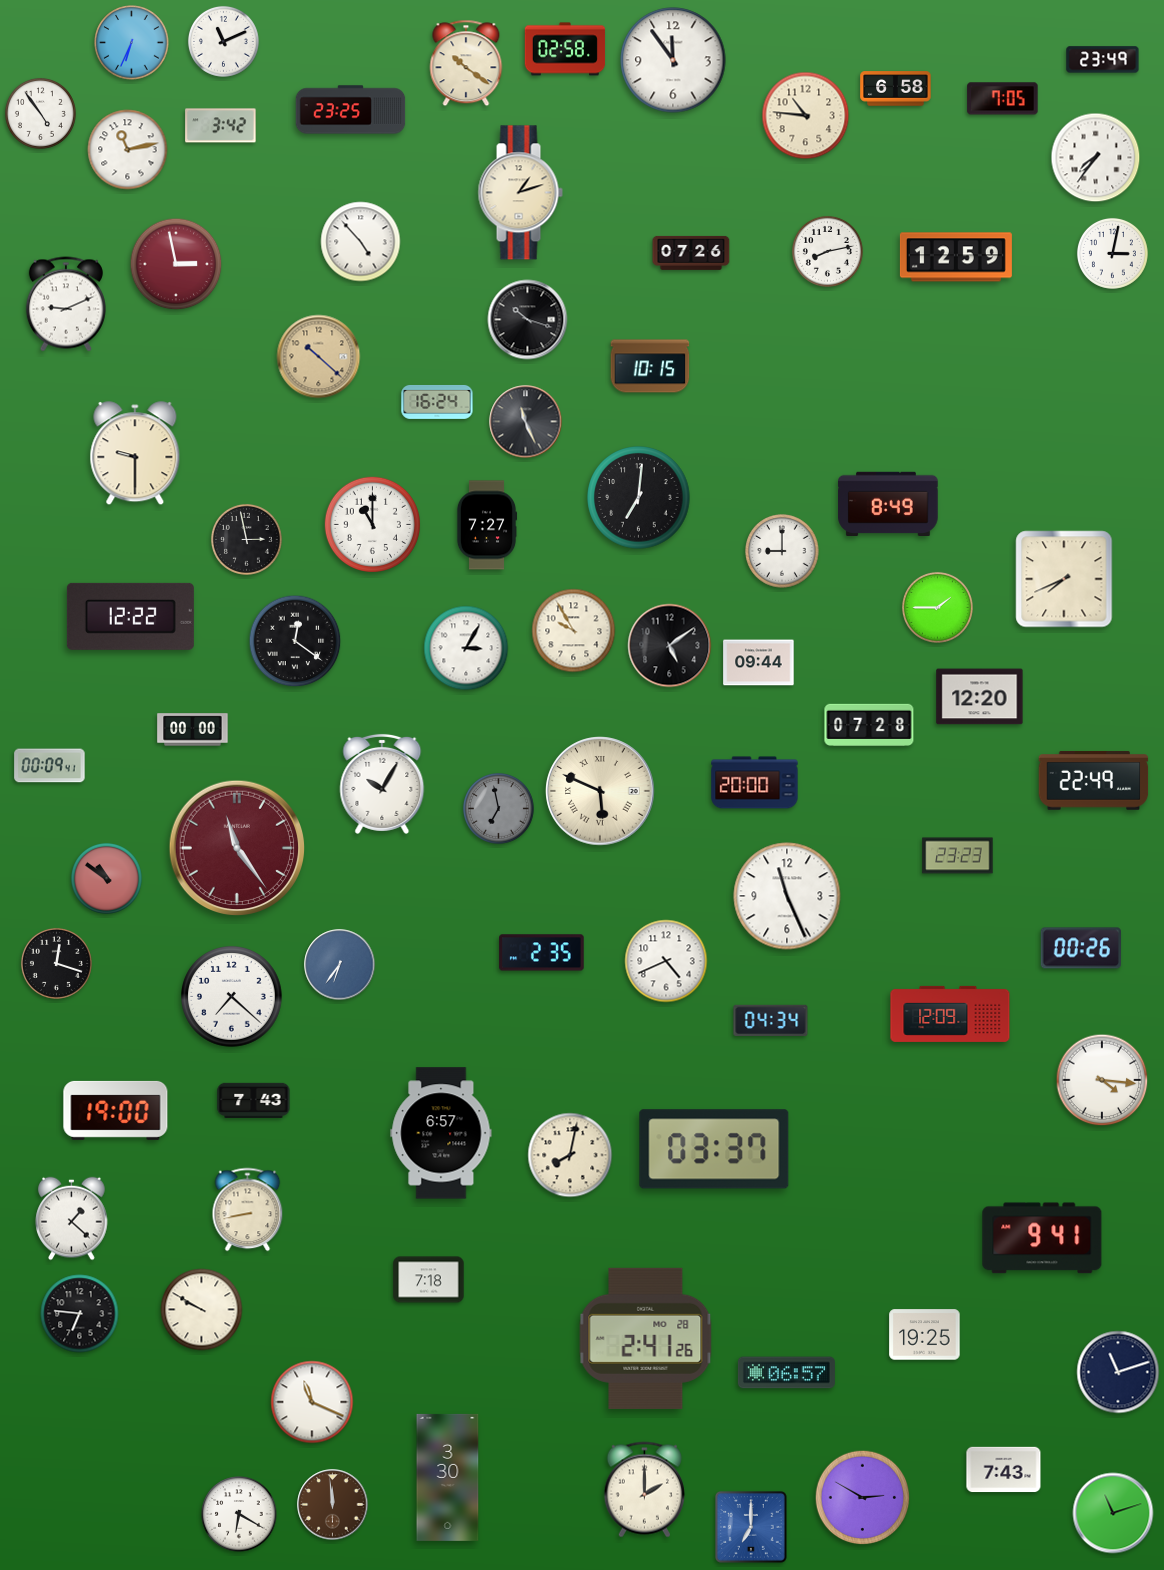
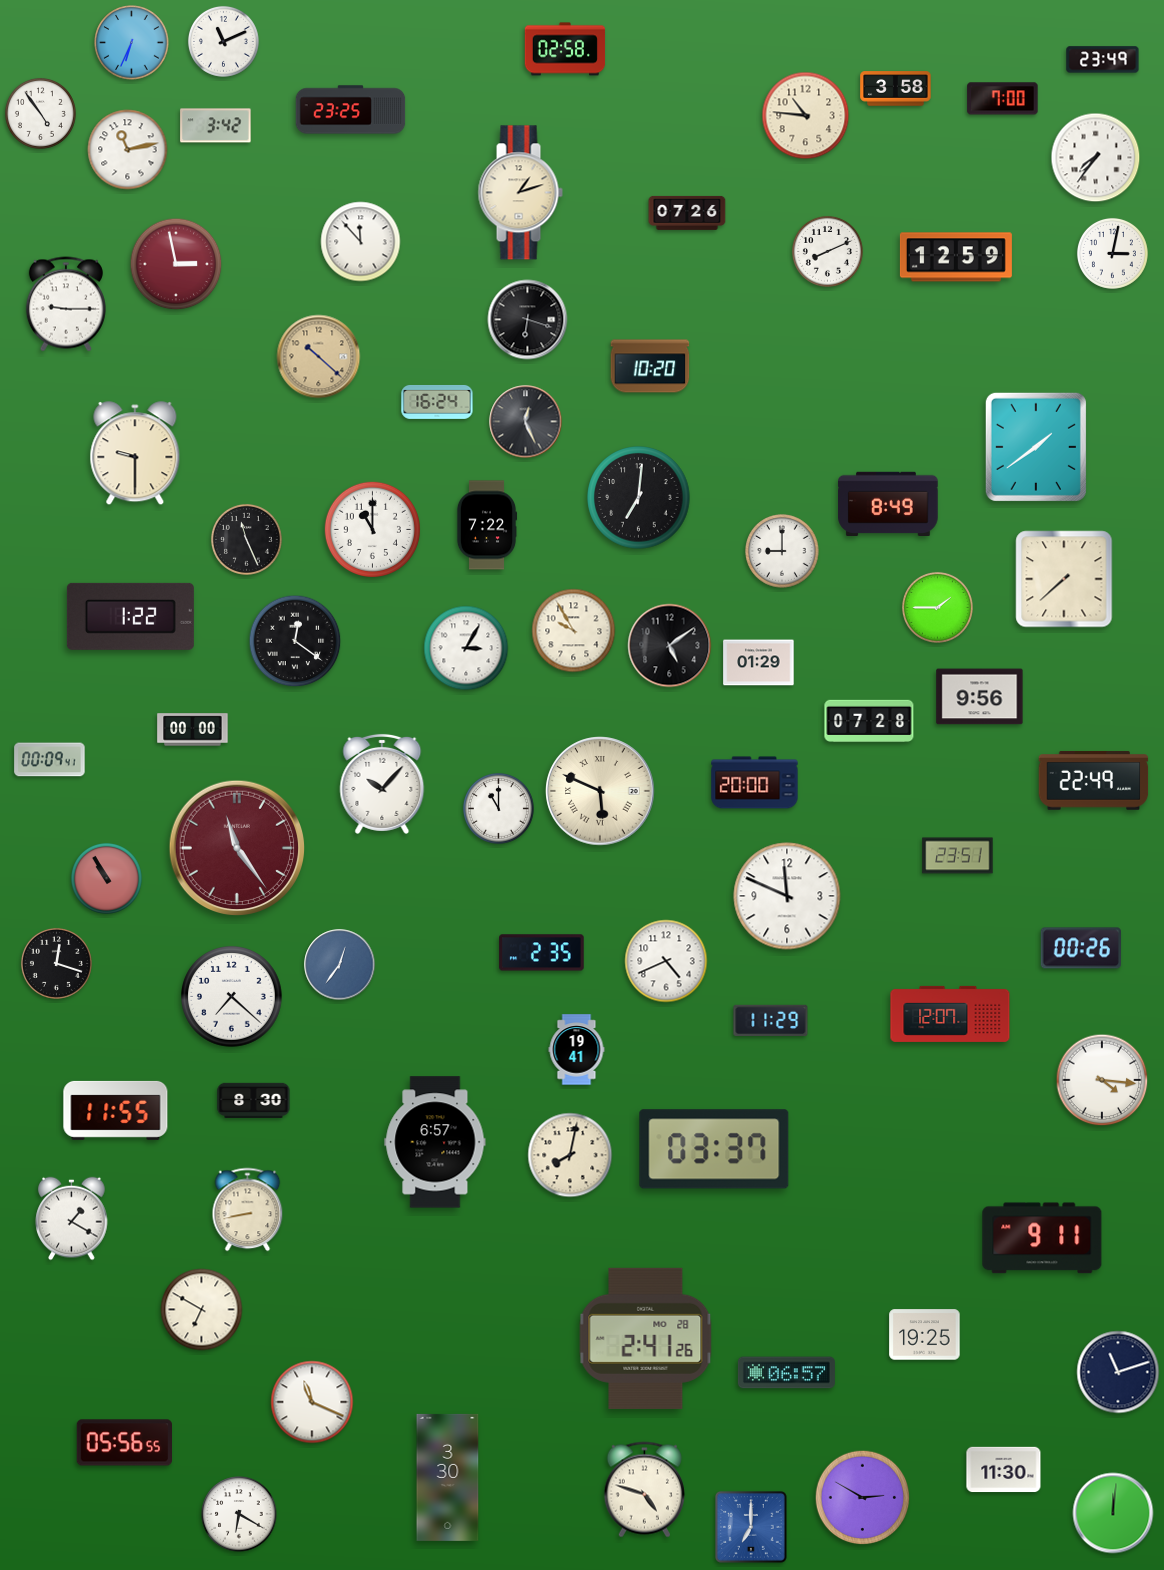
clock at (673, 60): 11:54 -> none
clock at (466, 63): 10:21 -> none
clock at (896, 89): 6:58 -> 3:58
clock at (1003, 99): 7:05 -> 7:00
clock at (221, 126) position: (221, 126) -> (216, 126)
clock at (361, 242): 4:53 -> 11:53
clock at (827, 251): 8:13 -> 8:11
clock at (691, 253) position: (691, 253) -> (687, 213)
clock at (66, 304): 9:11 -> 9:15
clock at (528, 320): 10:18 -> 6:18
clock at (650, 366): 10:15 -> 10:20
clock at (526, 422): 11:26 -> 12:26
clock at (1036, 447): none -> 1:39
clock at (372, 524) position: (372, 524) -> (372, 529)
clock at (487, 525): 7:27 -> 7:22
clock at (246, 539): 2:58 -> 11:26
clock at (1064, 579): 7:41 -> 7:38
clock at (130, 616): 12:22 -> 1:22
clock at (759, 663): 09:44 -> 01:29
clock at (980, 697): 12:20 -> 9:56
clock at (869, 724) position: (869, 724) -> (869, 720)
clock at (50, 766) position: (50, 766) -> (50, 760)
clock at (382, 784): 10:05 -> 10:07
clock at (498, 808): 6:58 -> 11:00
clock at (498, 808) dial: grey -> white
clock at (958, 856): 23:23 -> 23:51
clock at (106, 878): 10:51 -> 10:55
clock at (787, 896): 11:26 -> 11:49
clock at (340, 965): 6:36 -> 12:36
clock at (950, 1014): 12:09 -> 12:07
clock at (771, 1020): 04:34 -> 11:29
clock at (577, 1050): none -> 19:41
clock at (254, 1100): 7:43 -> 8:30
clock at (116, 1110): 19:00 -> 11:55
clock at (441, 1133) position: (441, 1133) -> (435, 1142)
clock at (72, 1219): 1:22 -> 1:20
clock at (1042, 1238): 9:41 -> 9:11
clock at (429, 1280): 7:18 -> none
clock at (202, 1310): 9:50 -> 6:50
clock at (80, 1314): 6:46 -> none
clock at (124, 1443): none -> 05:56
clock at (1004, 1470): 7:43 -> 11:30
clock at (644, 1490): 2:00 -> 4:48
clock at (333, 1505): 11:59 -> none
clock at (1113, 1513): 11:12 -> 12:01
